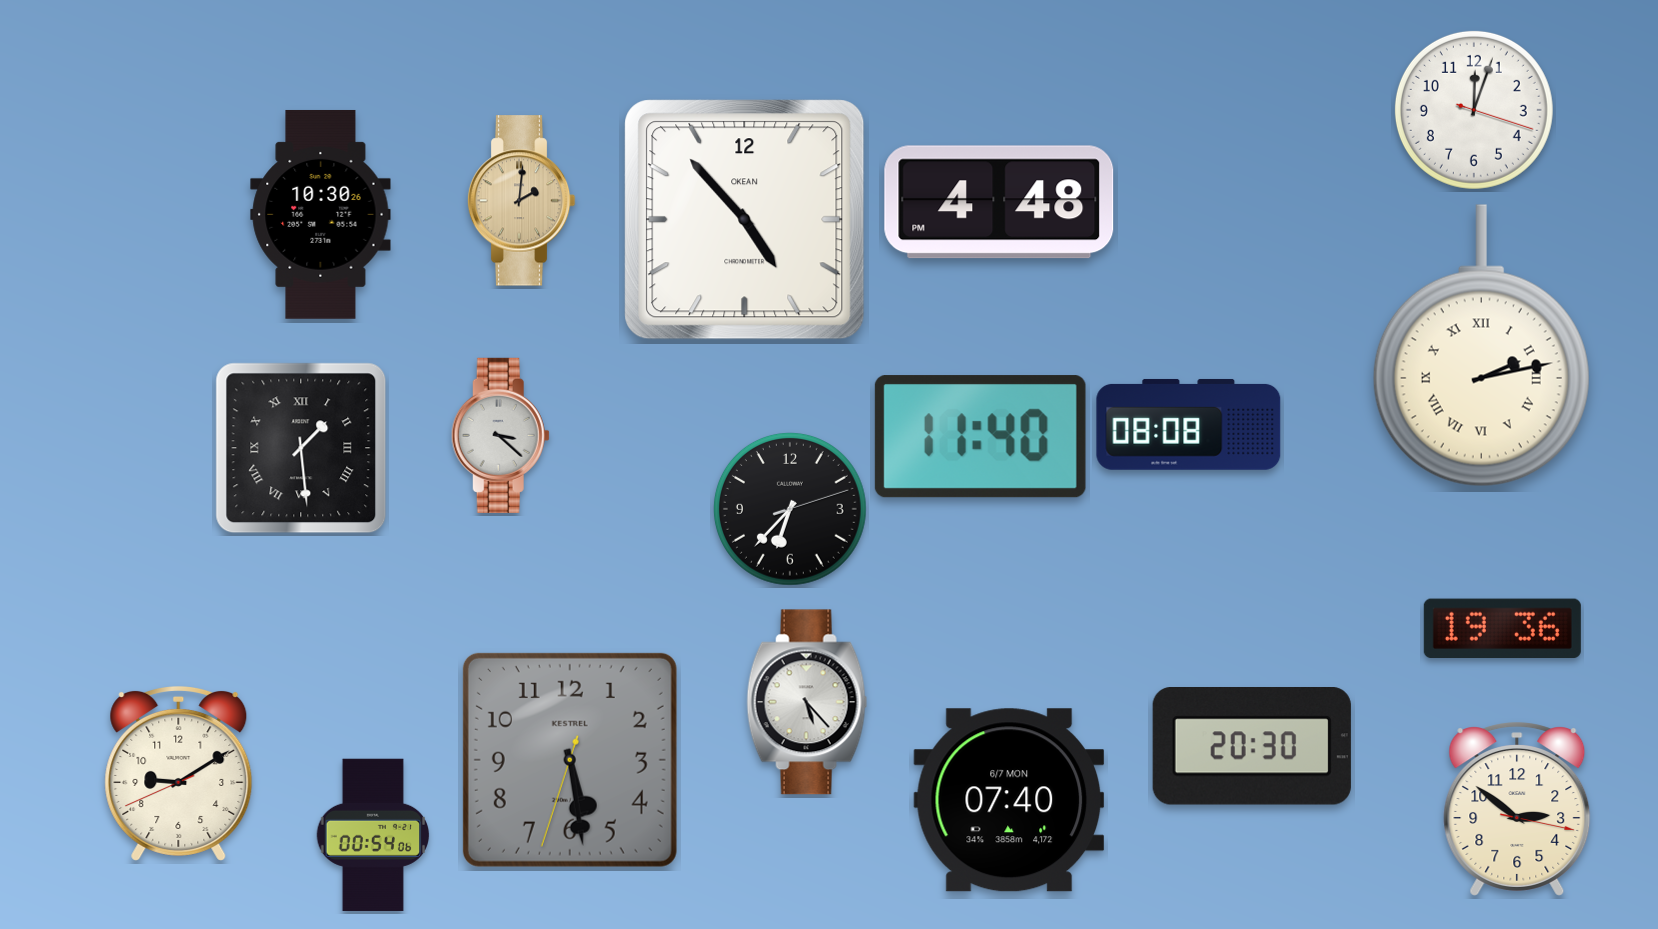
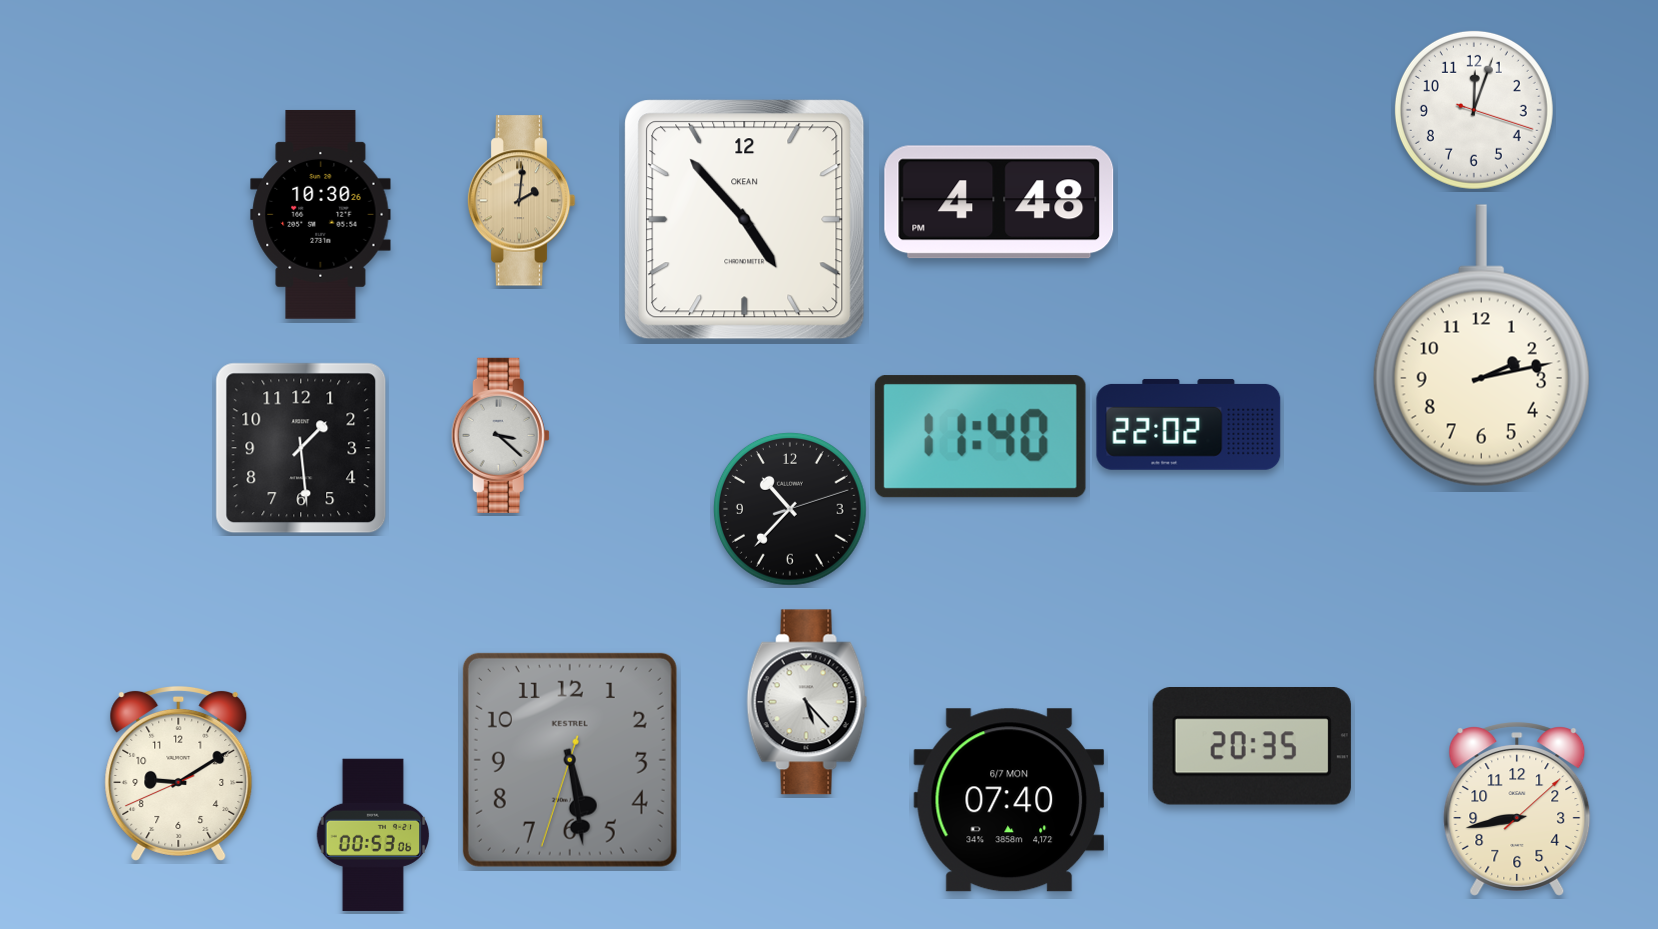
clock at (1481, 346) numerals: Roman -> Arabic
clock at (1189, 424): 08:08 -> 22:02
clock at (301, 448) numerals: Roman -> Arabic
clock at (790, 509): 6:37 -> 10:37
clock at (1502, 629): 19:36 -> none
clock at (1252, 747): 20:30 -> 20:35
clock at (1517, 809): 2:51 -> 8:43
clock at (373, 835): 00:54 -> 00:53
